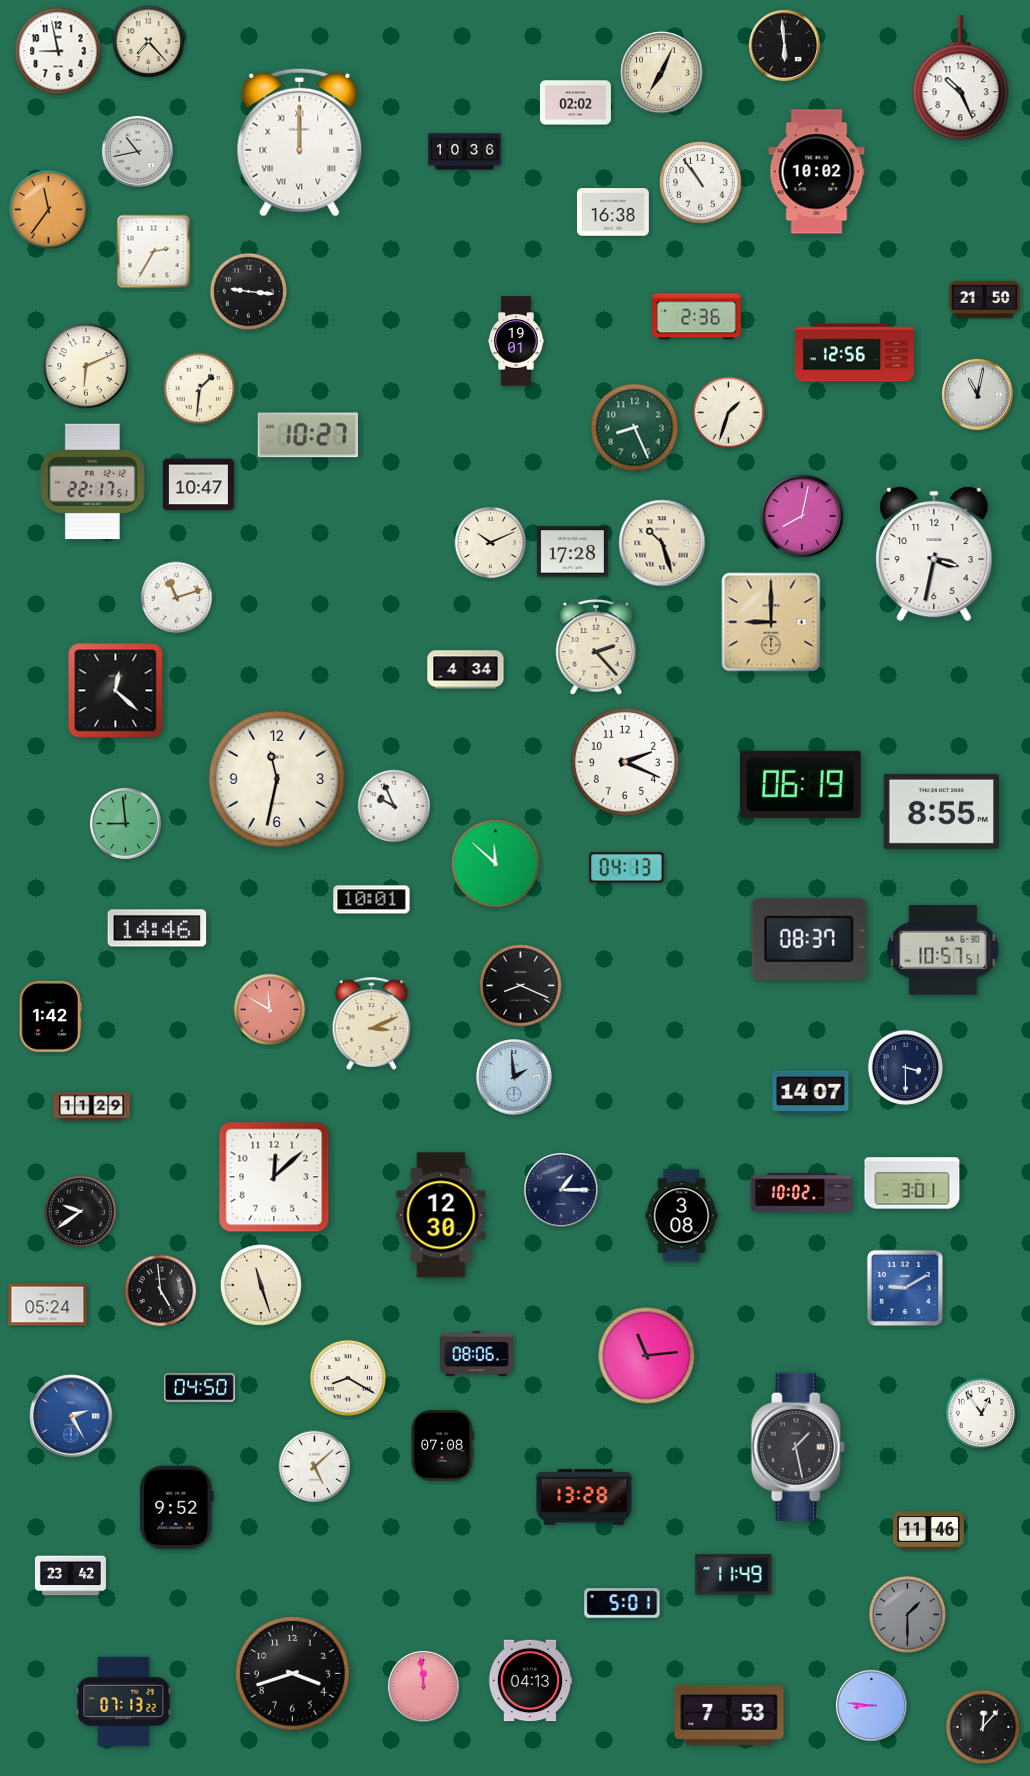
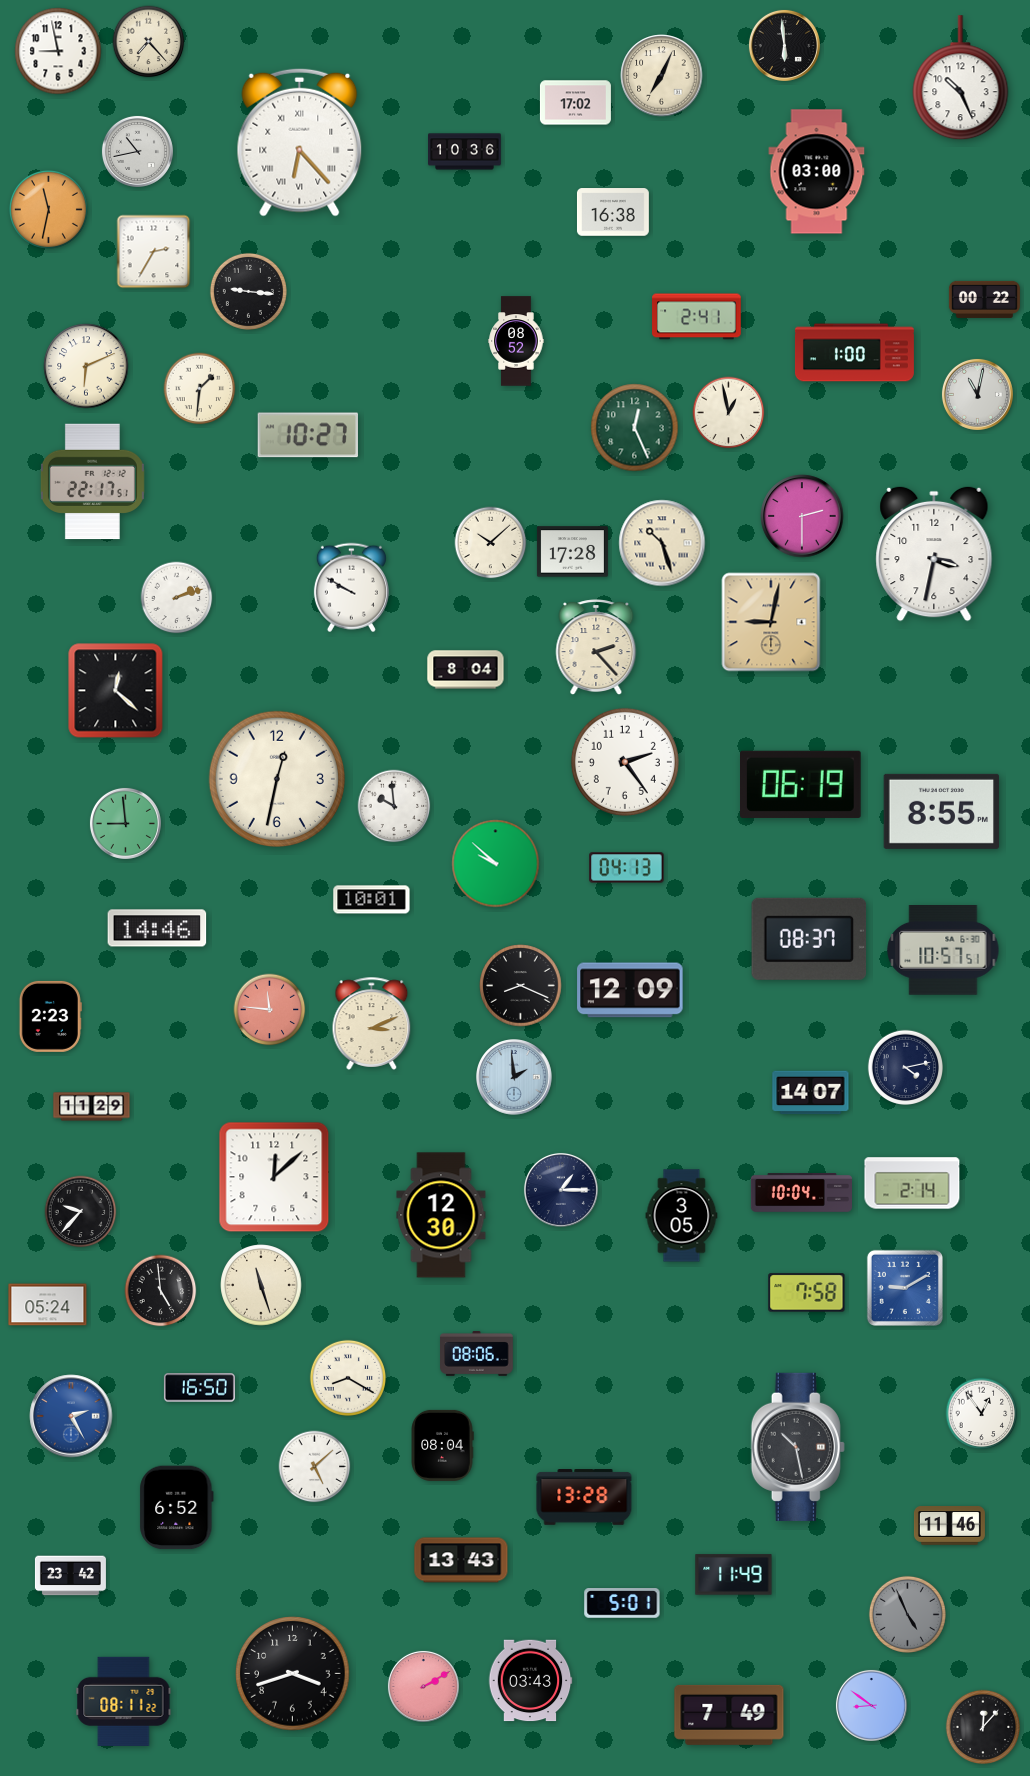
clock at (662, 73) position: (662, 73) -> (662, 76)
clock at (575, 103): 02:02 -> 17:02
clock at (300, 142): 12:00 -> 6:23
clock at (817, 172): 10:02 -> 03:00
clock at (701, 183): 10:54 -> none
clock at (48, 209): 11:36 -> 11:32
clock at (984, 299): 21:50 -> 00:22
clock at (697, 317): 2:36 -> 2:41
clock at (516, 341): 19:01 -> 08:52
clock at (854, 353): 12:56 -> 1:00
clock at (729, 413): 1:33 -> 12:58
clock at (635, 428): 8:26 -> 12:26
clock at (198, 485): 10:47 -> none
clock at (802, 516): 8:02 -> 2:30
clock at (491, 543): 10:11 -> 10:08
clock at (351, 588): none -> 9:50
clock at (177, 598): 11:12 -> 2:12
clock at (771, 622): 9:00 -> 9:02
clock at (466, 670): 4:34 -> 8:04
clock at (625, 762): 2:19 -> 2:24
clock at (277, 779): 11:32 -> 12:32
clock at (394, 806): 9:56 -> 9:59
clock at (496, 864): 11:52 -> 9:52
clock at (630, 990): none -> 12:09
clock at (270, 1010): 11:50 -> 11:46
clock at (50, 1016): 1:42 -> 2:23
clock at (905, 1067): 3:30 -> 4:13
clock at (912, 1183): 3:01 -> 2:14
clock at (801, 1193): 10:02 -> 10:04
clock at (81, 1212): 9:39 -> 9:37
clock at (682, 1216): 3:08 -> 3:05
clock at (807, 1293): none -> 7:58
clock at (647, 1356): 11:14 -> none
clock at (199, 1388): 04:50 -> 16:50
clock at (442, 1445): 07:08 -> 08:04
clock at (798, 1447): 1:28 -> 10:28
clock at (177, 1508): 9:52 -> 6:52
clock at (928, 1531) position: (928, 1531) -> (949, 1526)
clock at (461, 1560): none -> 13:43
clock at (907, 1614): 1:30 -> 4:56
clock at (530, 1681): 04:13 -> 03:43
clock at (423, 1686): 11:59 -> 2:10
clock at (124, 1701): 07:13 -> 08:11
clock at (871, 1705): 8:46 -> 8:51
clock at (729, 1715): 7:53 -> 7:49
